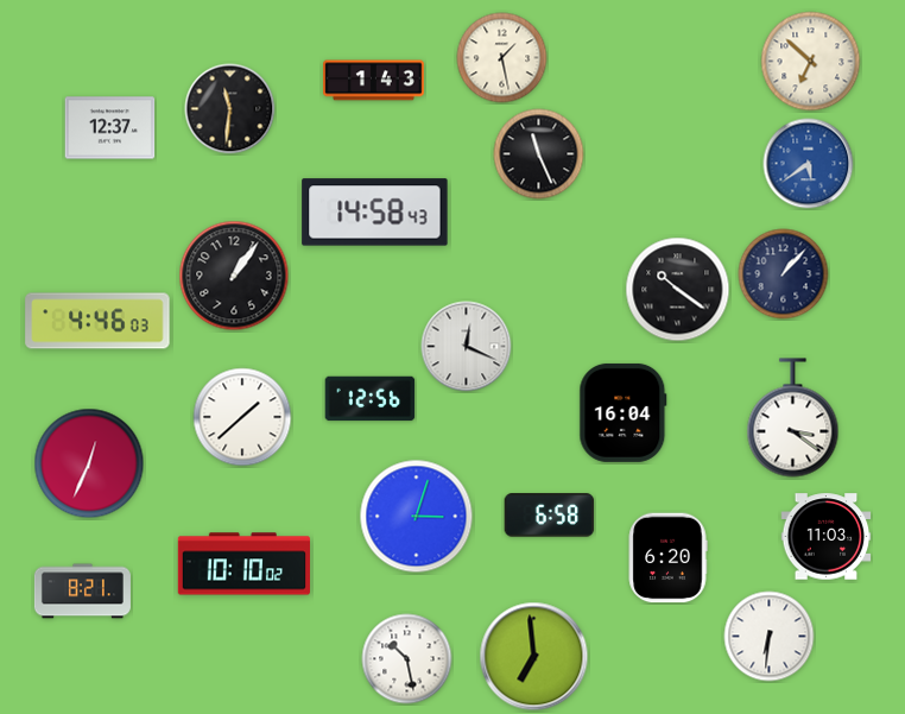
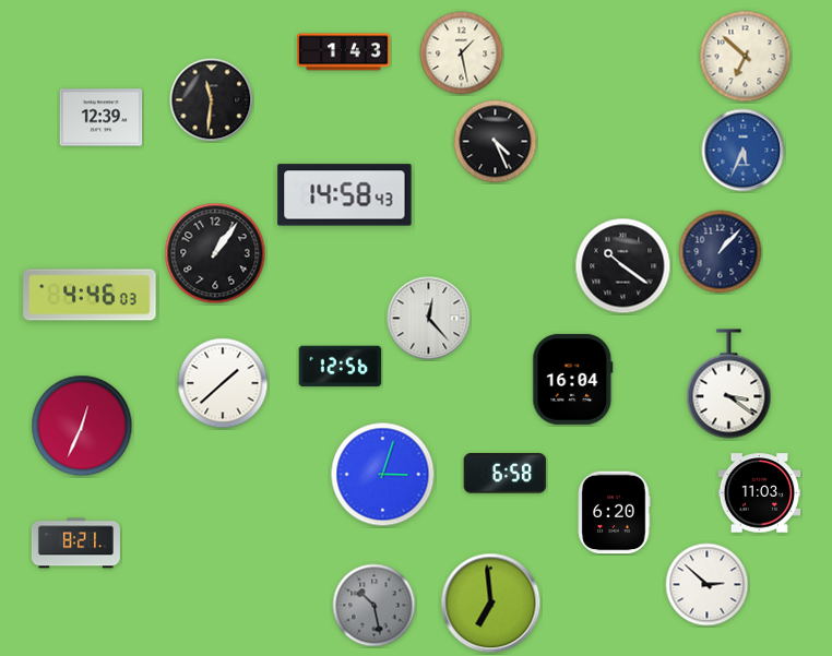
clock at (374, 81) position: (374, 81) -> (344, 52)
clock at (110, 128): 12:37 -> 12:39
clock at (539, 154): 11:26 -> 4:26
clock at (809, 164): 5:39 -> 5:34
clock at (467, 347): 12:19 -> 12:23
clock at (243, 564): 10:10 -> none
clock at (770, 637): 6:31 -> 2:52
clock at (407, 659) dial: white -> grey
